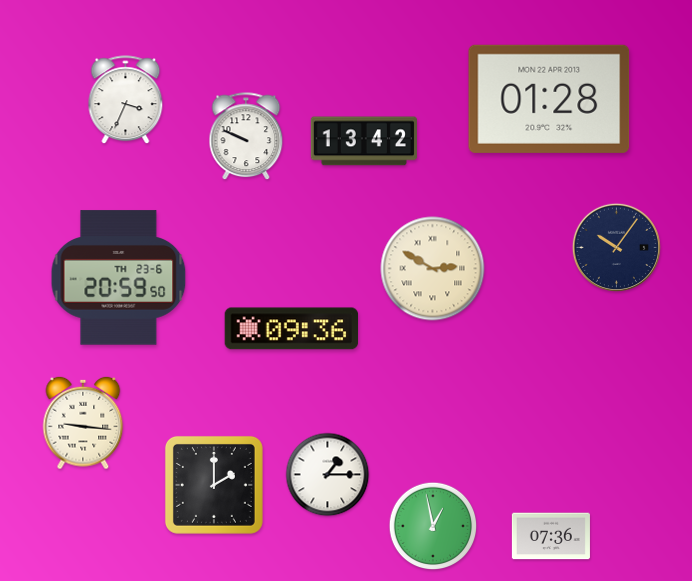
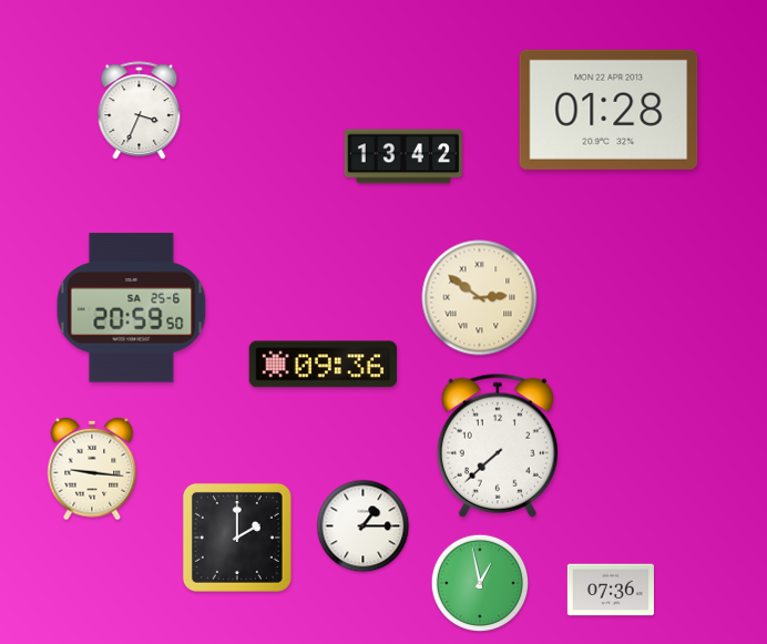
clock at (246, 137): 9:49 -> none
clock at (616, 247): 10:06 -> none
clock at (433, 269): 2:50 -> 2:51
clock at (119, 278) date: TH 23-6 -> SA 25-6
clock at (498, 446): none -> 7:38
clock at (551, 536) position: (551, 536) -> (611, 590)
